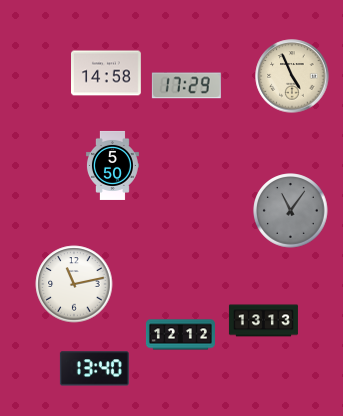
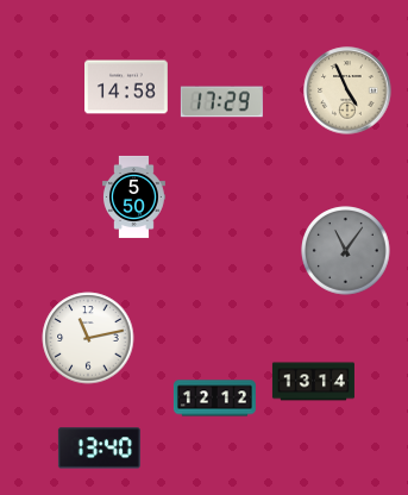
clock at (263, 321): 13:13 -> 13:14
clock at (94, 369) position: (94, 369) -> (99, 449)
